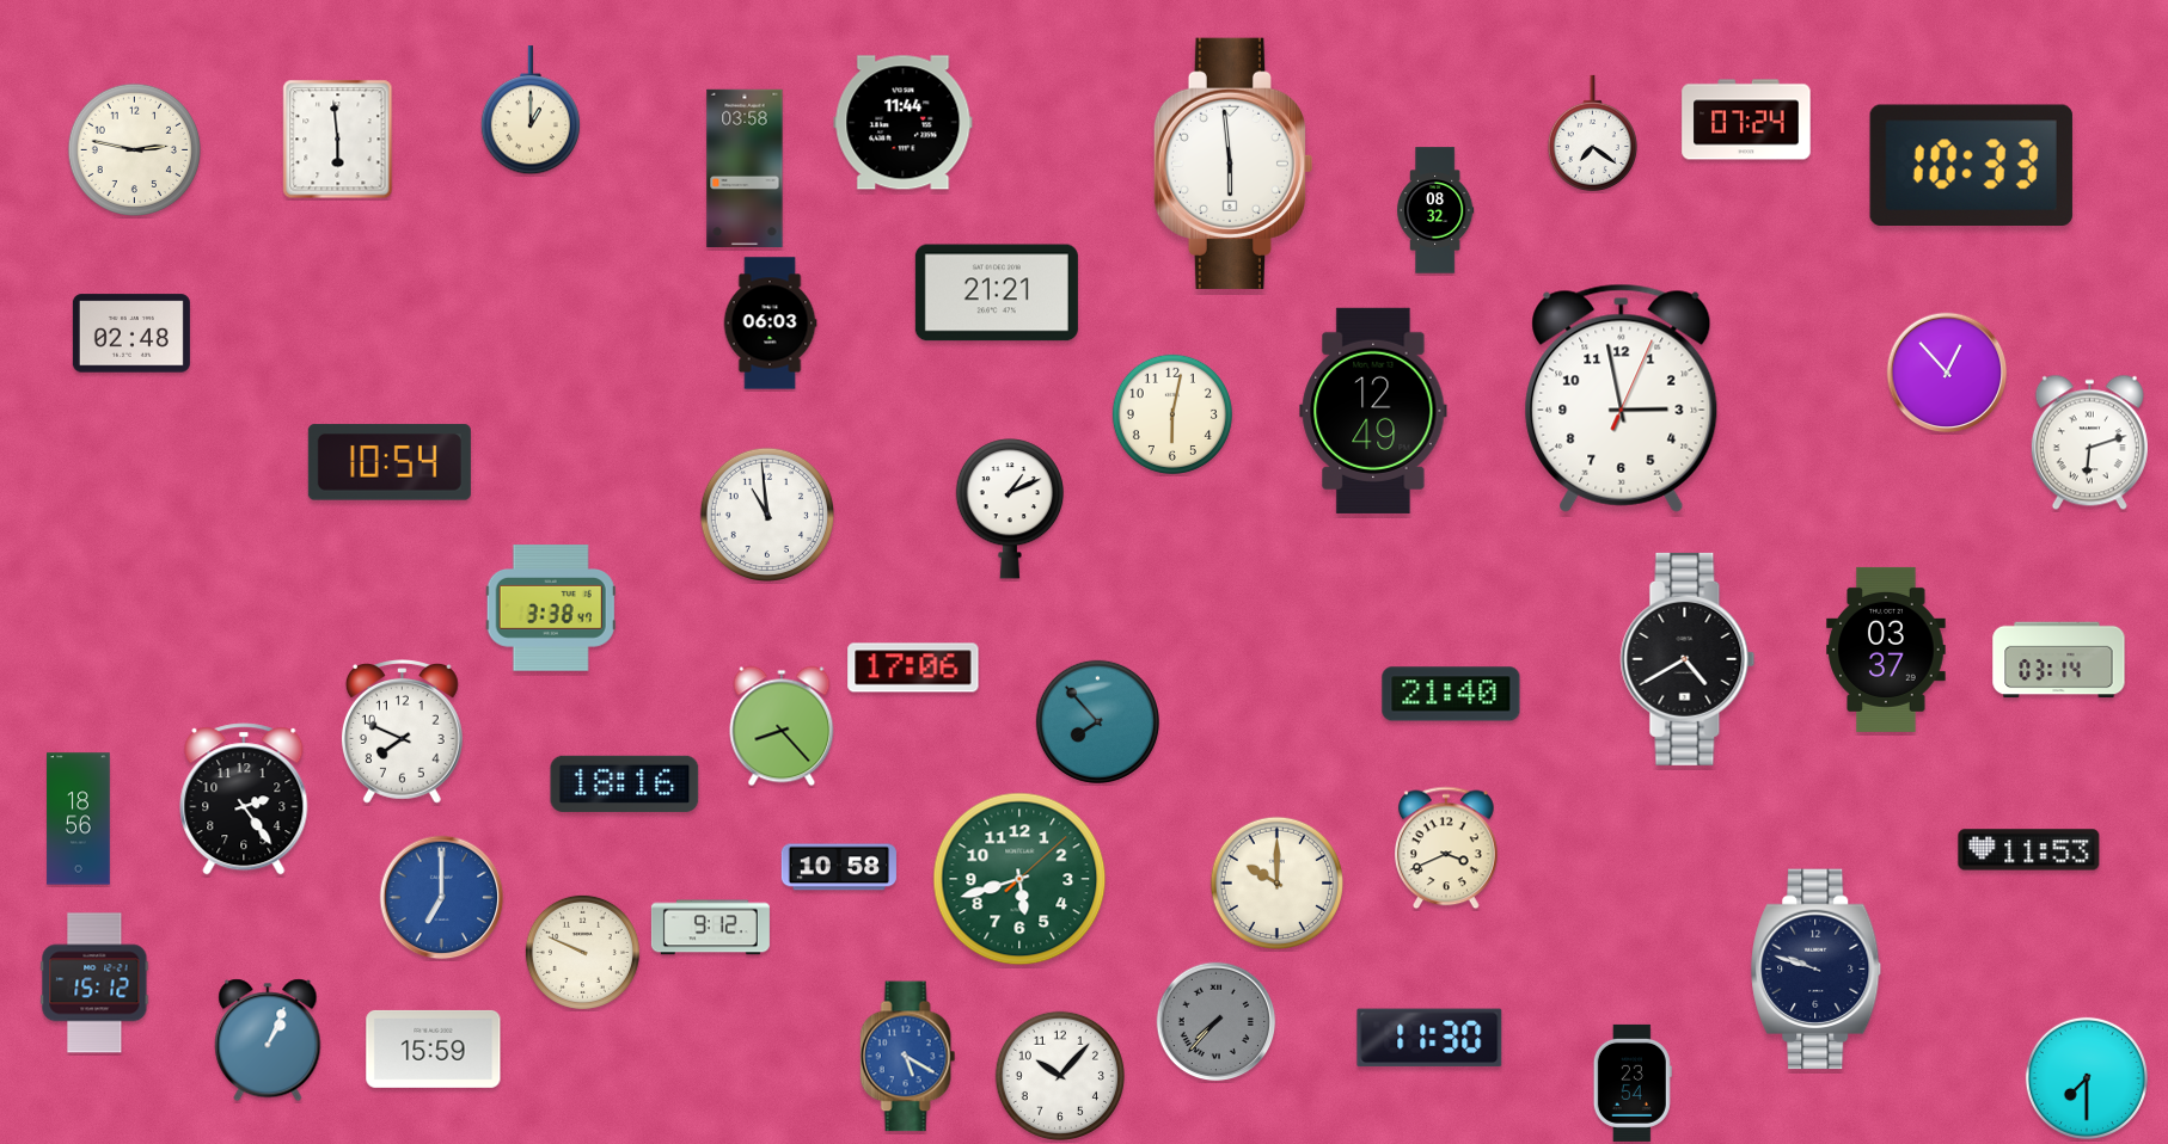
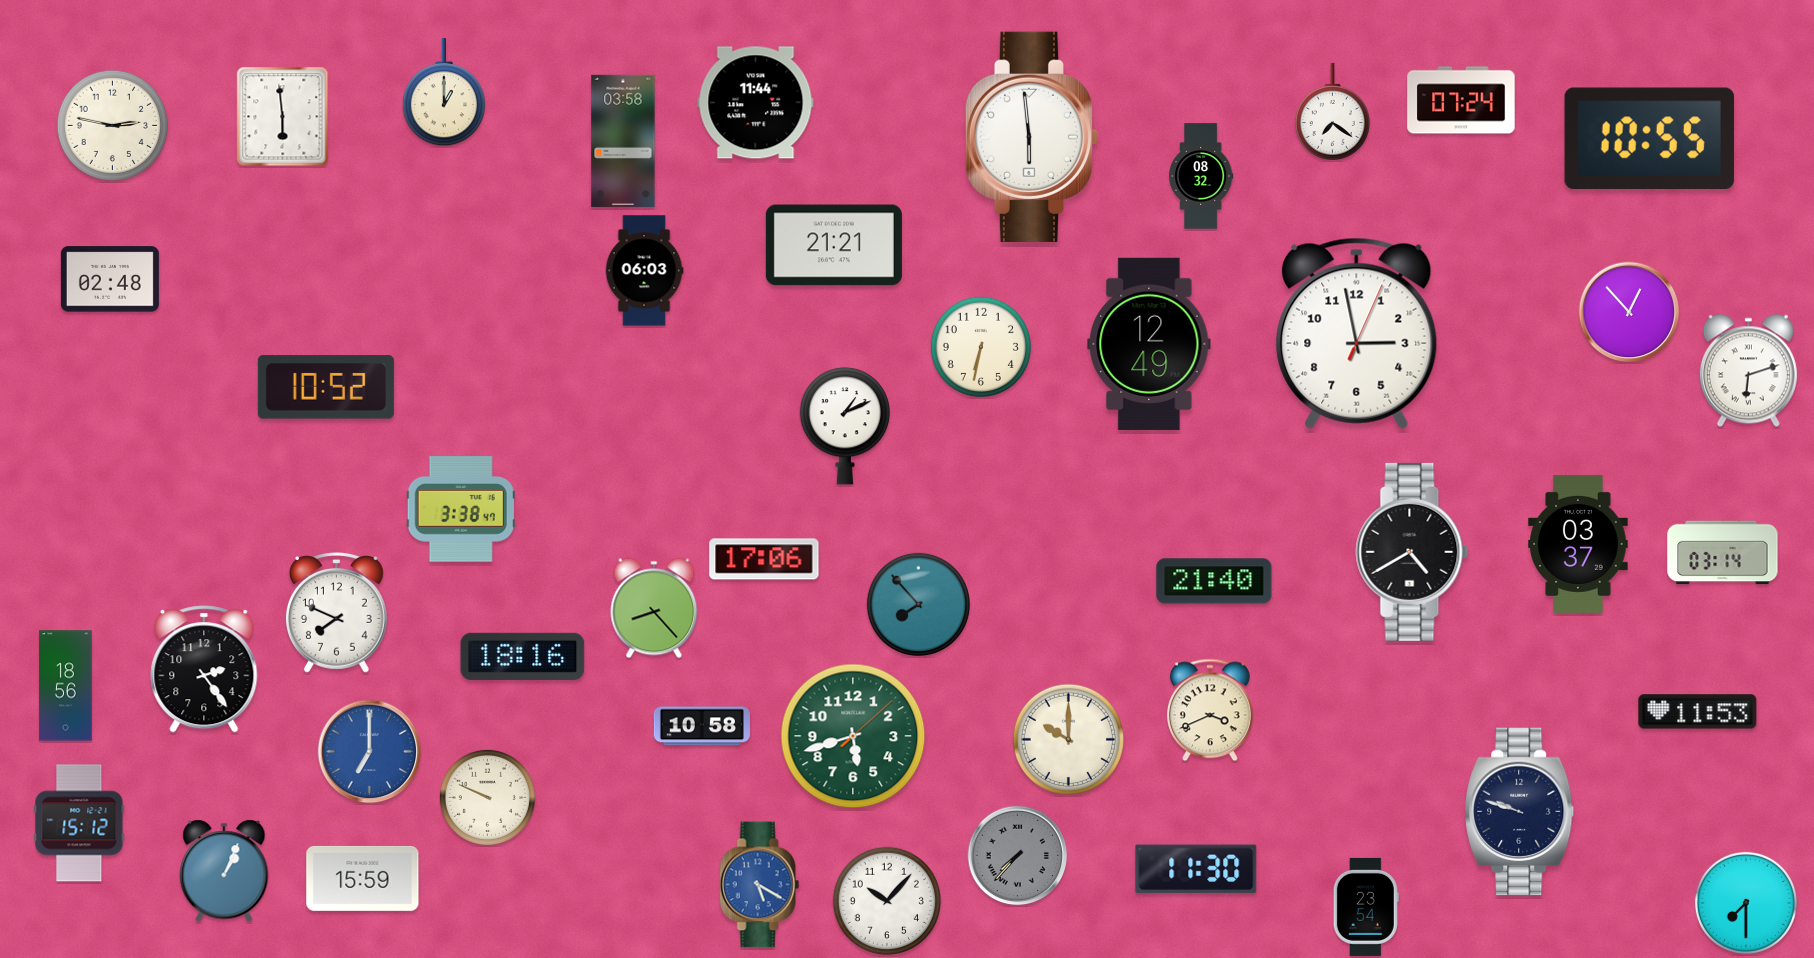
clock at (1971, 165): 10:33 -> 10:55
clock at (1172, 414): 6:02 -> 6:32
clock at (390, 462): 10:54 -> 10:52
clock at (766, 513): 10:59 -> none
clock at (710, 928): 9:12 -> none
